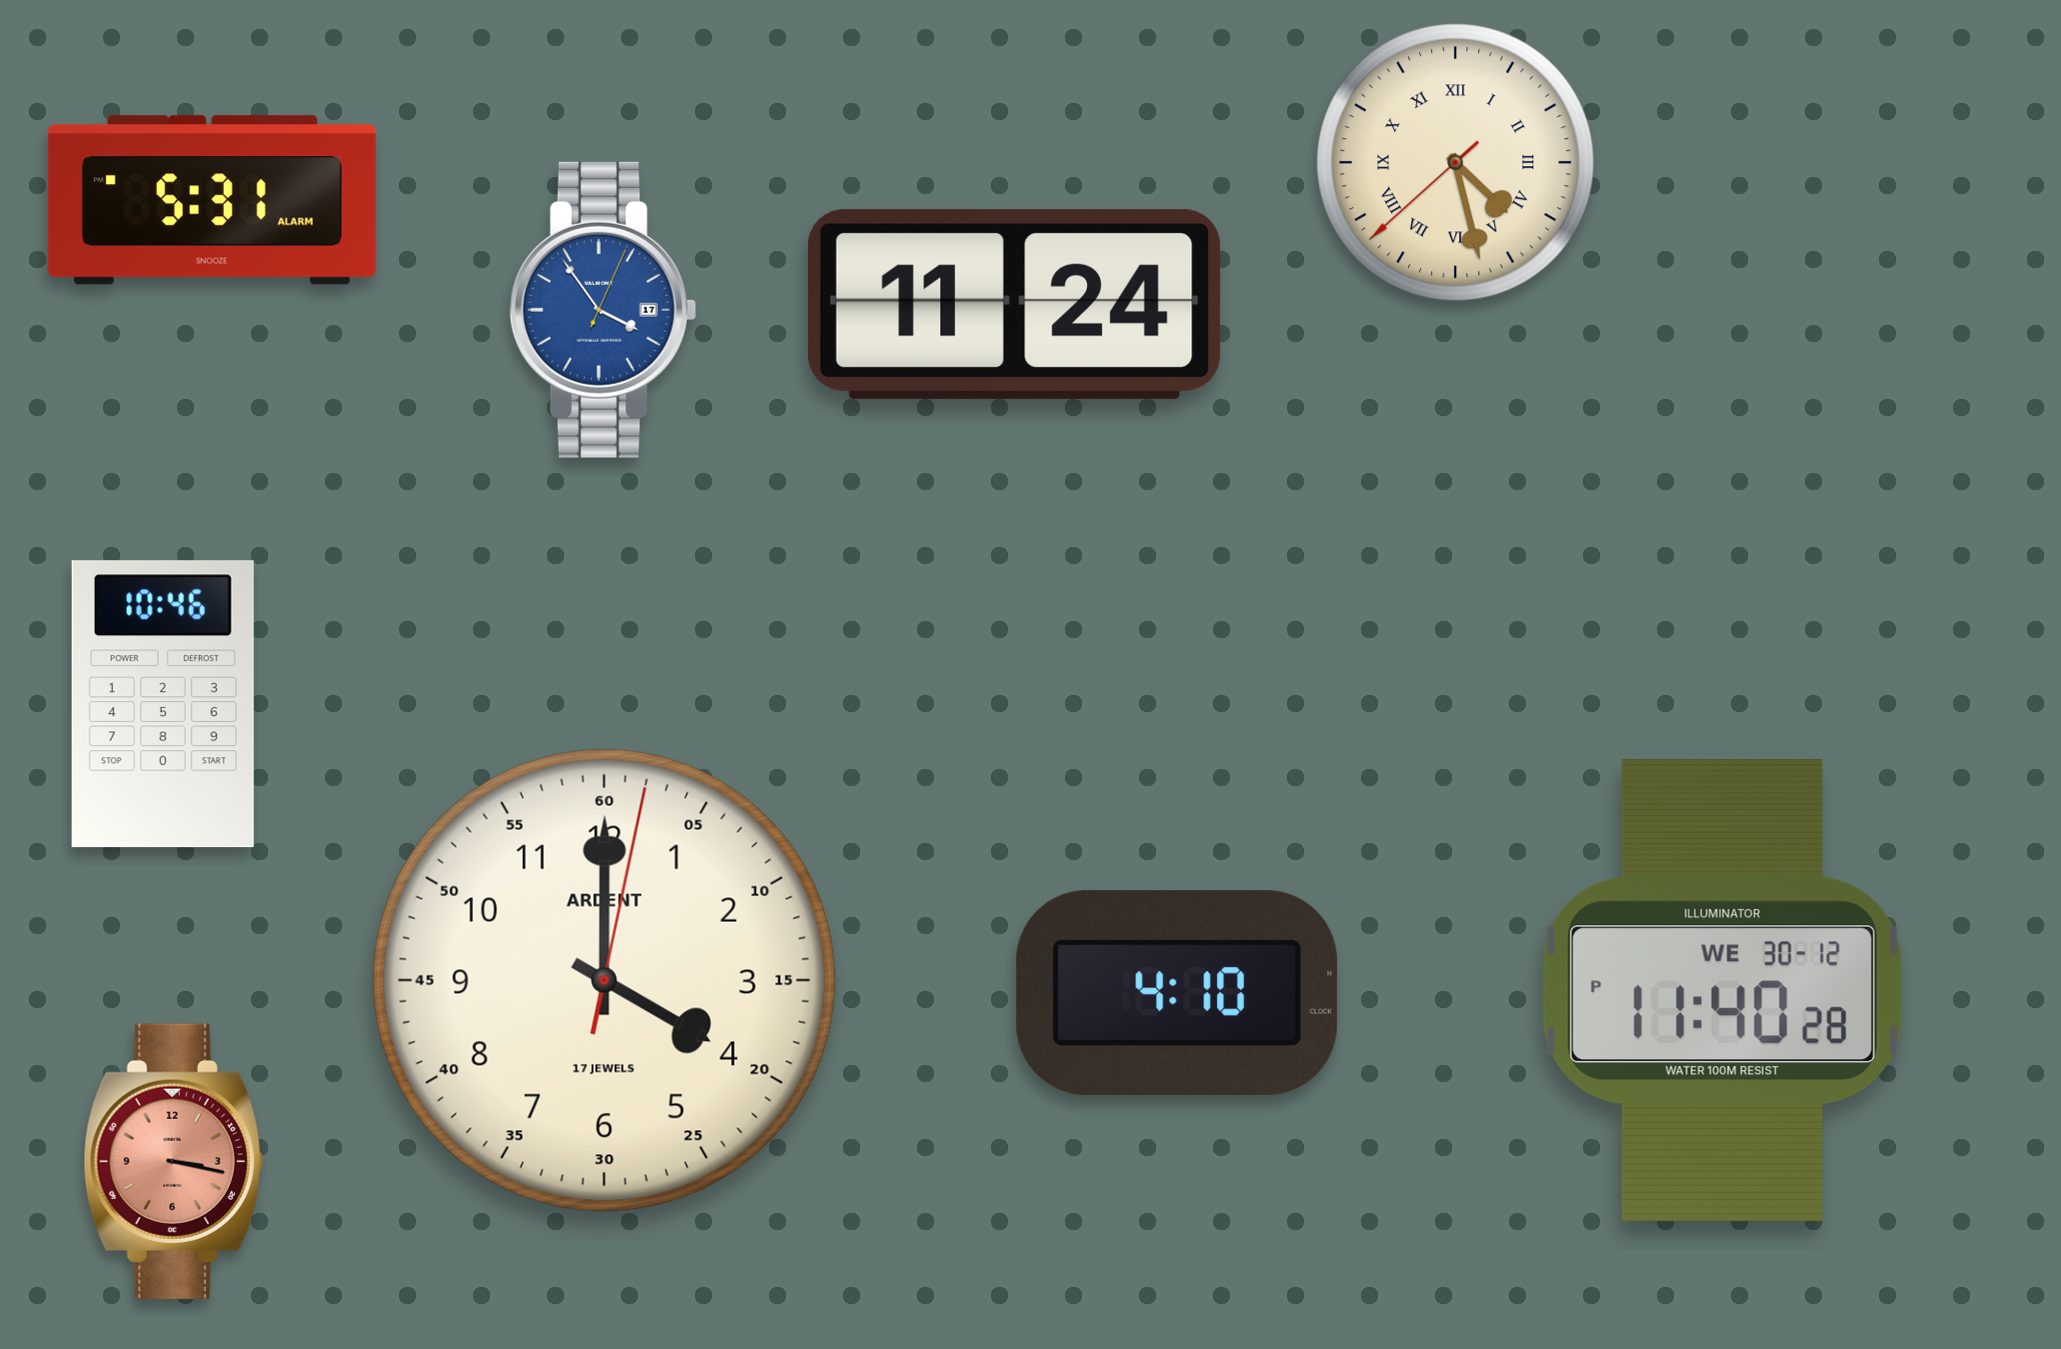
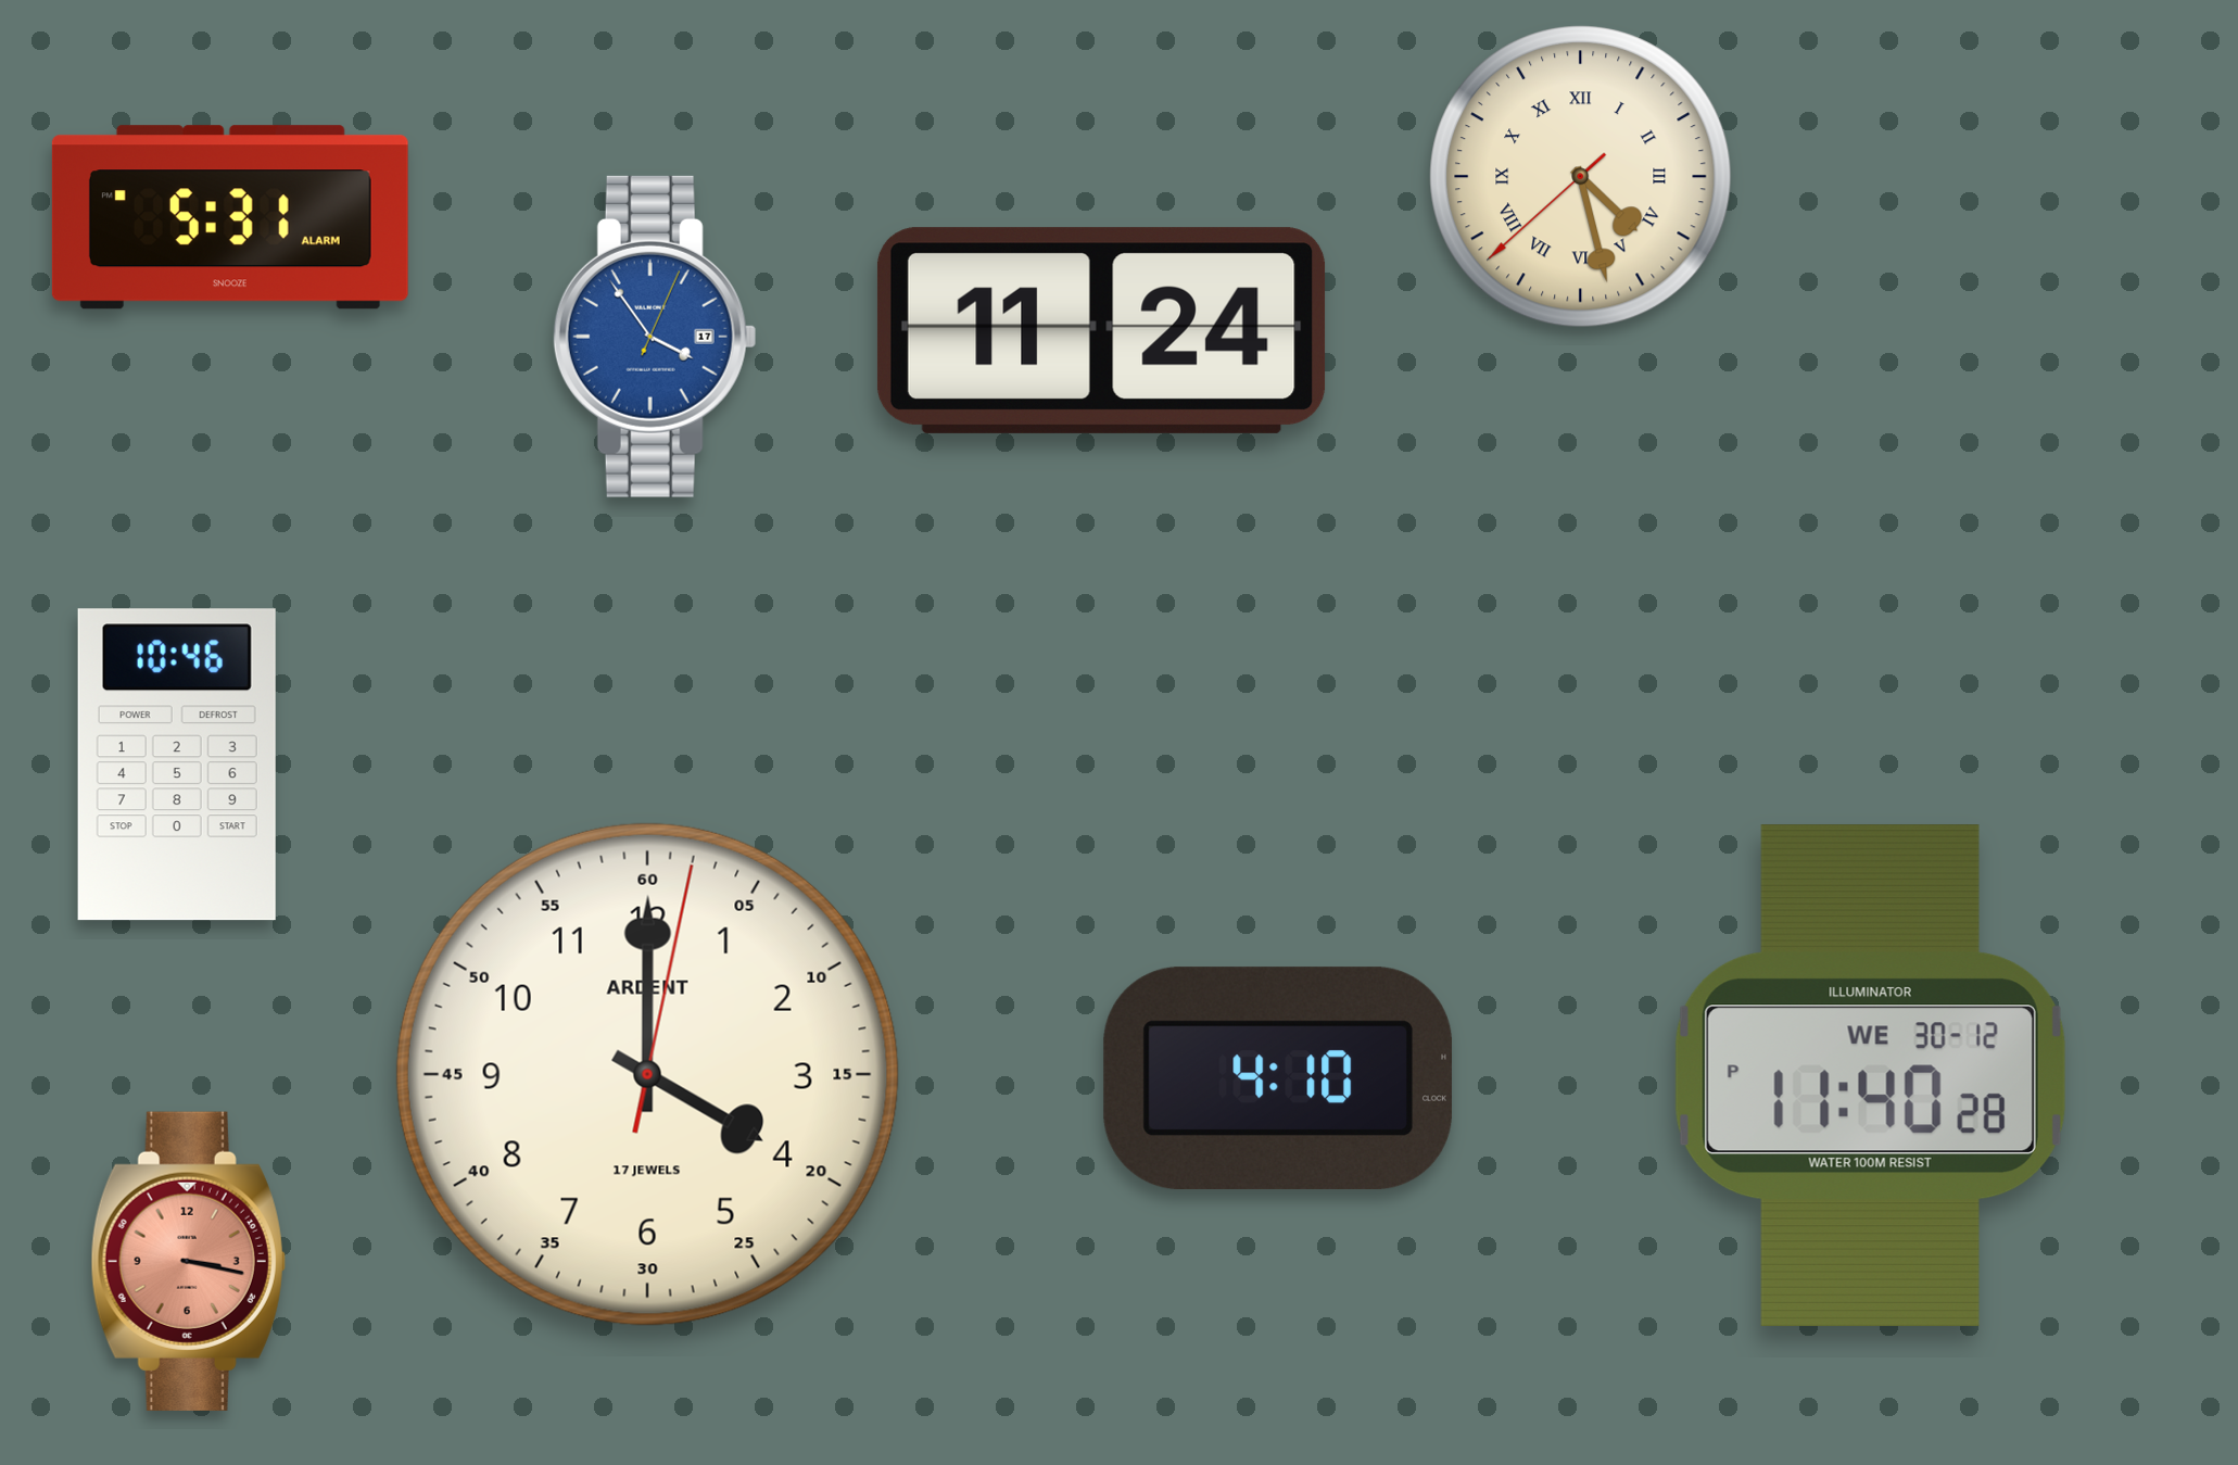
clock at (604, 980) position: (604, 980) -> (647, 1074)
